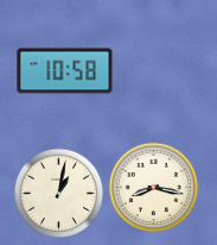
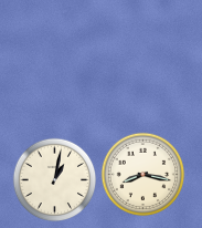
clock at (65, 71): 10:58 -> none
